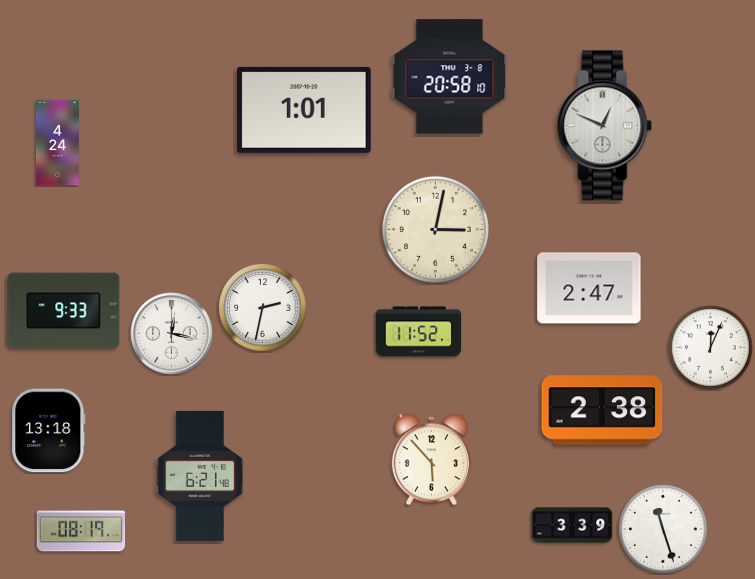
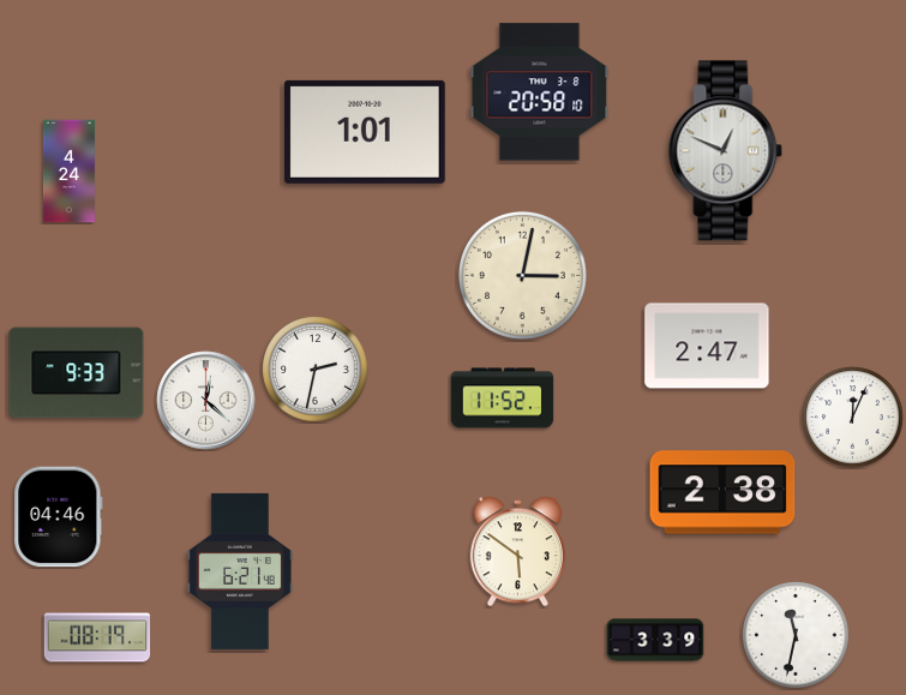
clock at (172, 334): 12:17 -> 12:22
clock at (49, 431): 13:18 -> 04:46
clock at (431, 460): 5:53 -> 5:51
clock at (572, 525) position: (572, 525) -> (655, 640)
clock at (663, 529): 11:27 -> 11:32
